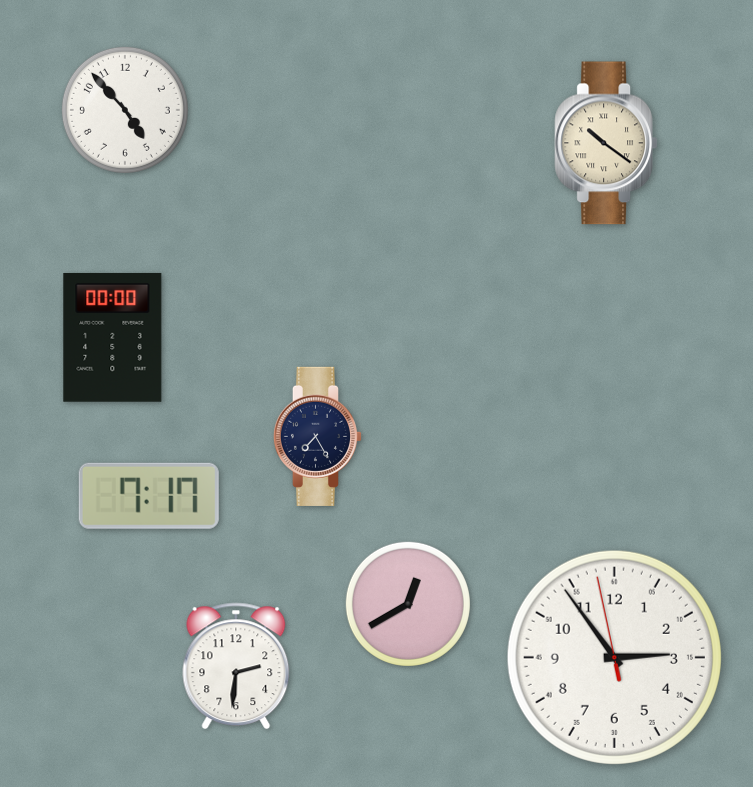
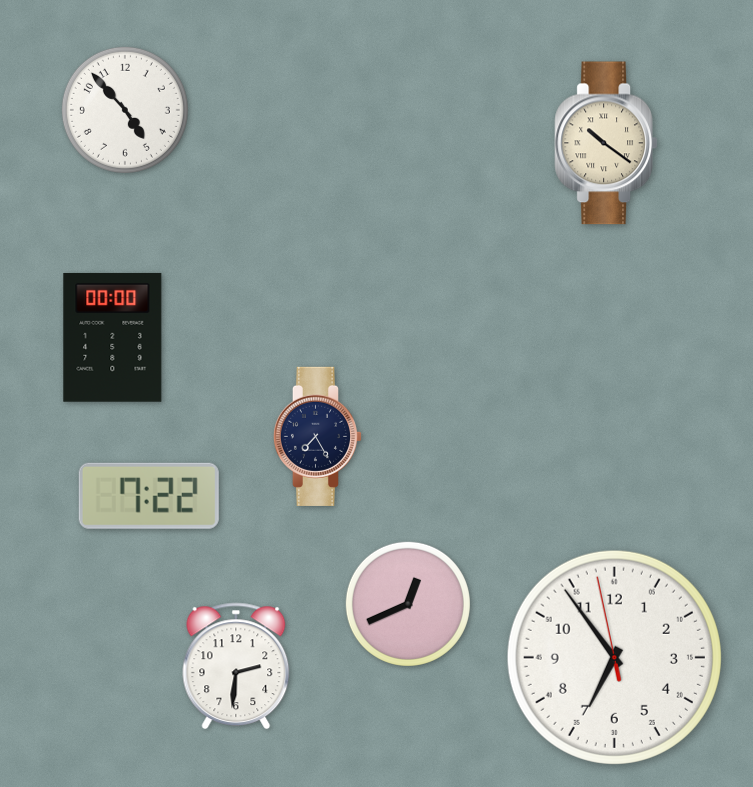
clock at (149, 496): 7:17 -> 7:22
clock at (408, 604): 12:40 -> 12:41
clock at (614, 657): 2:53 -> 6:53
